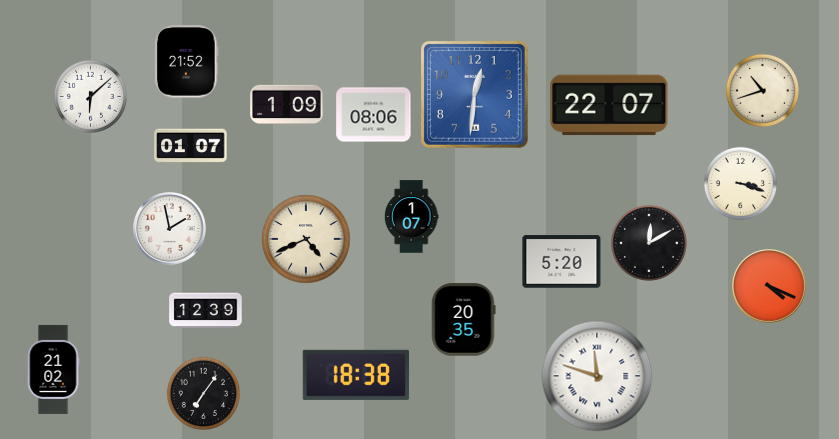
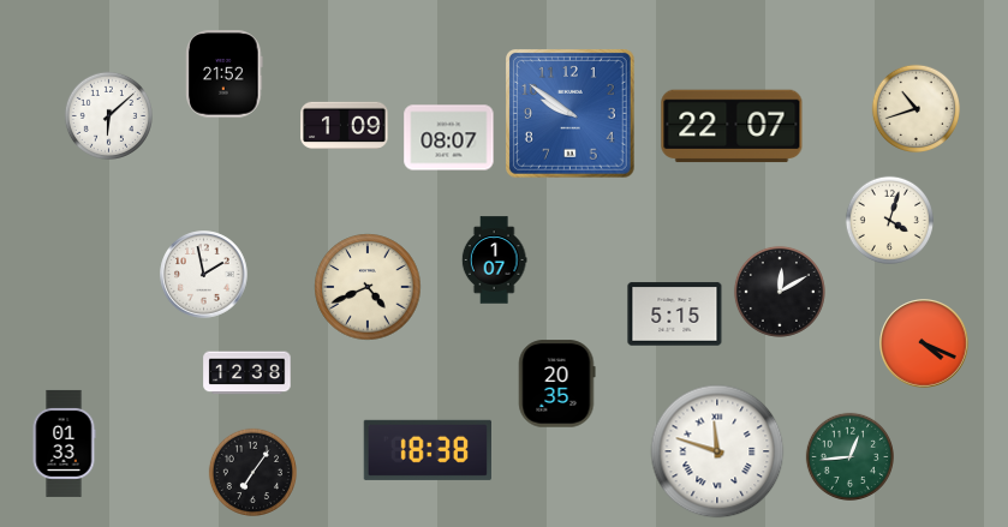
clock at (475, 95): 12:31 -> 9:51
clock at (374, 115): 08:06 -> 08:07
clock at (191, 146): 01:07 -> none
clock at (740, 183): 3:18 -> 4:03
clock at (562, 262): 5:20 -> 5:15
clock at (206, 311): 12:39 -> 12:38
clock at (53, 369): 21:02 -> 01:33
clock at (849, 456): none -> 12:44
clock at (203, 393) position: (203, 393) -> (252, 472)
